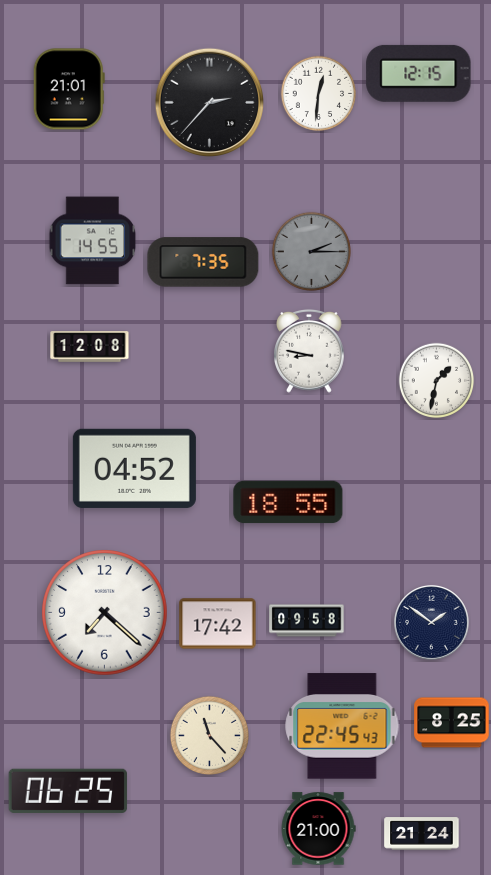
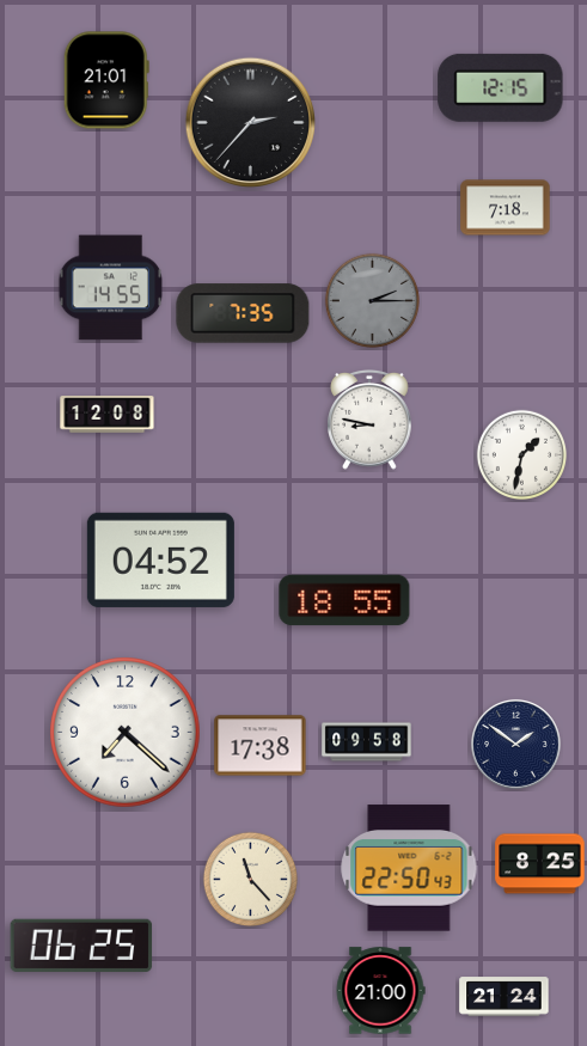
clock at (69, 89) position: (69, 89) -> (106, 80)
clock at (319, 94): 12:31 -> none
clock at (506, 208): none -> 7:18
clock at (218, 624): 17:42 -> 17:38
clock at (342, 726): 22:45 -> 22:50
